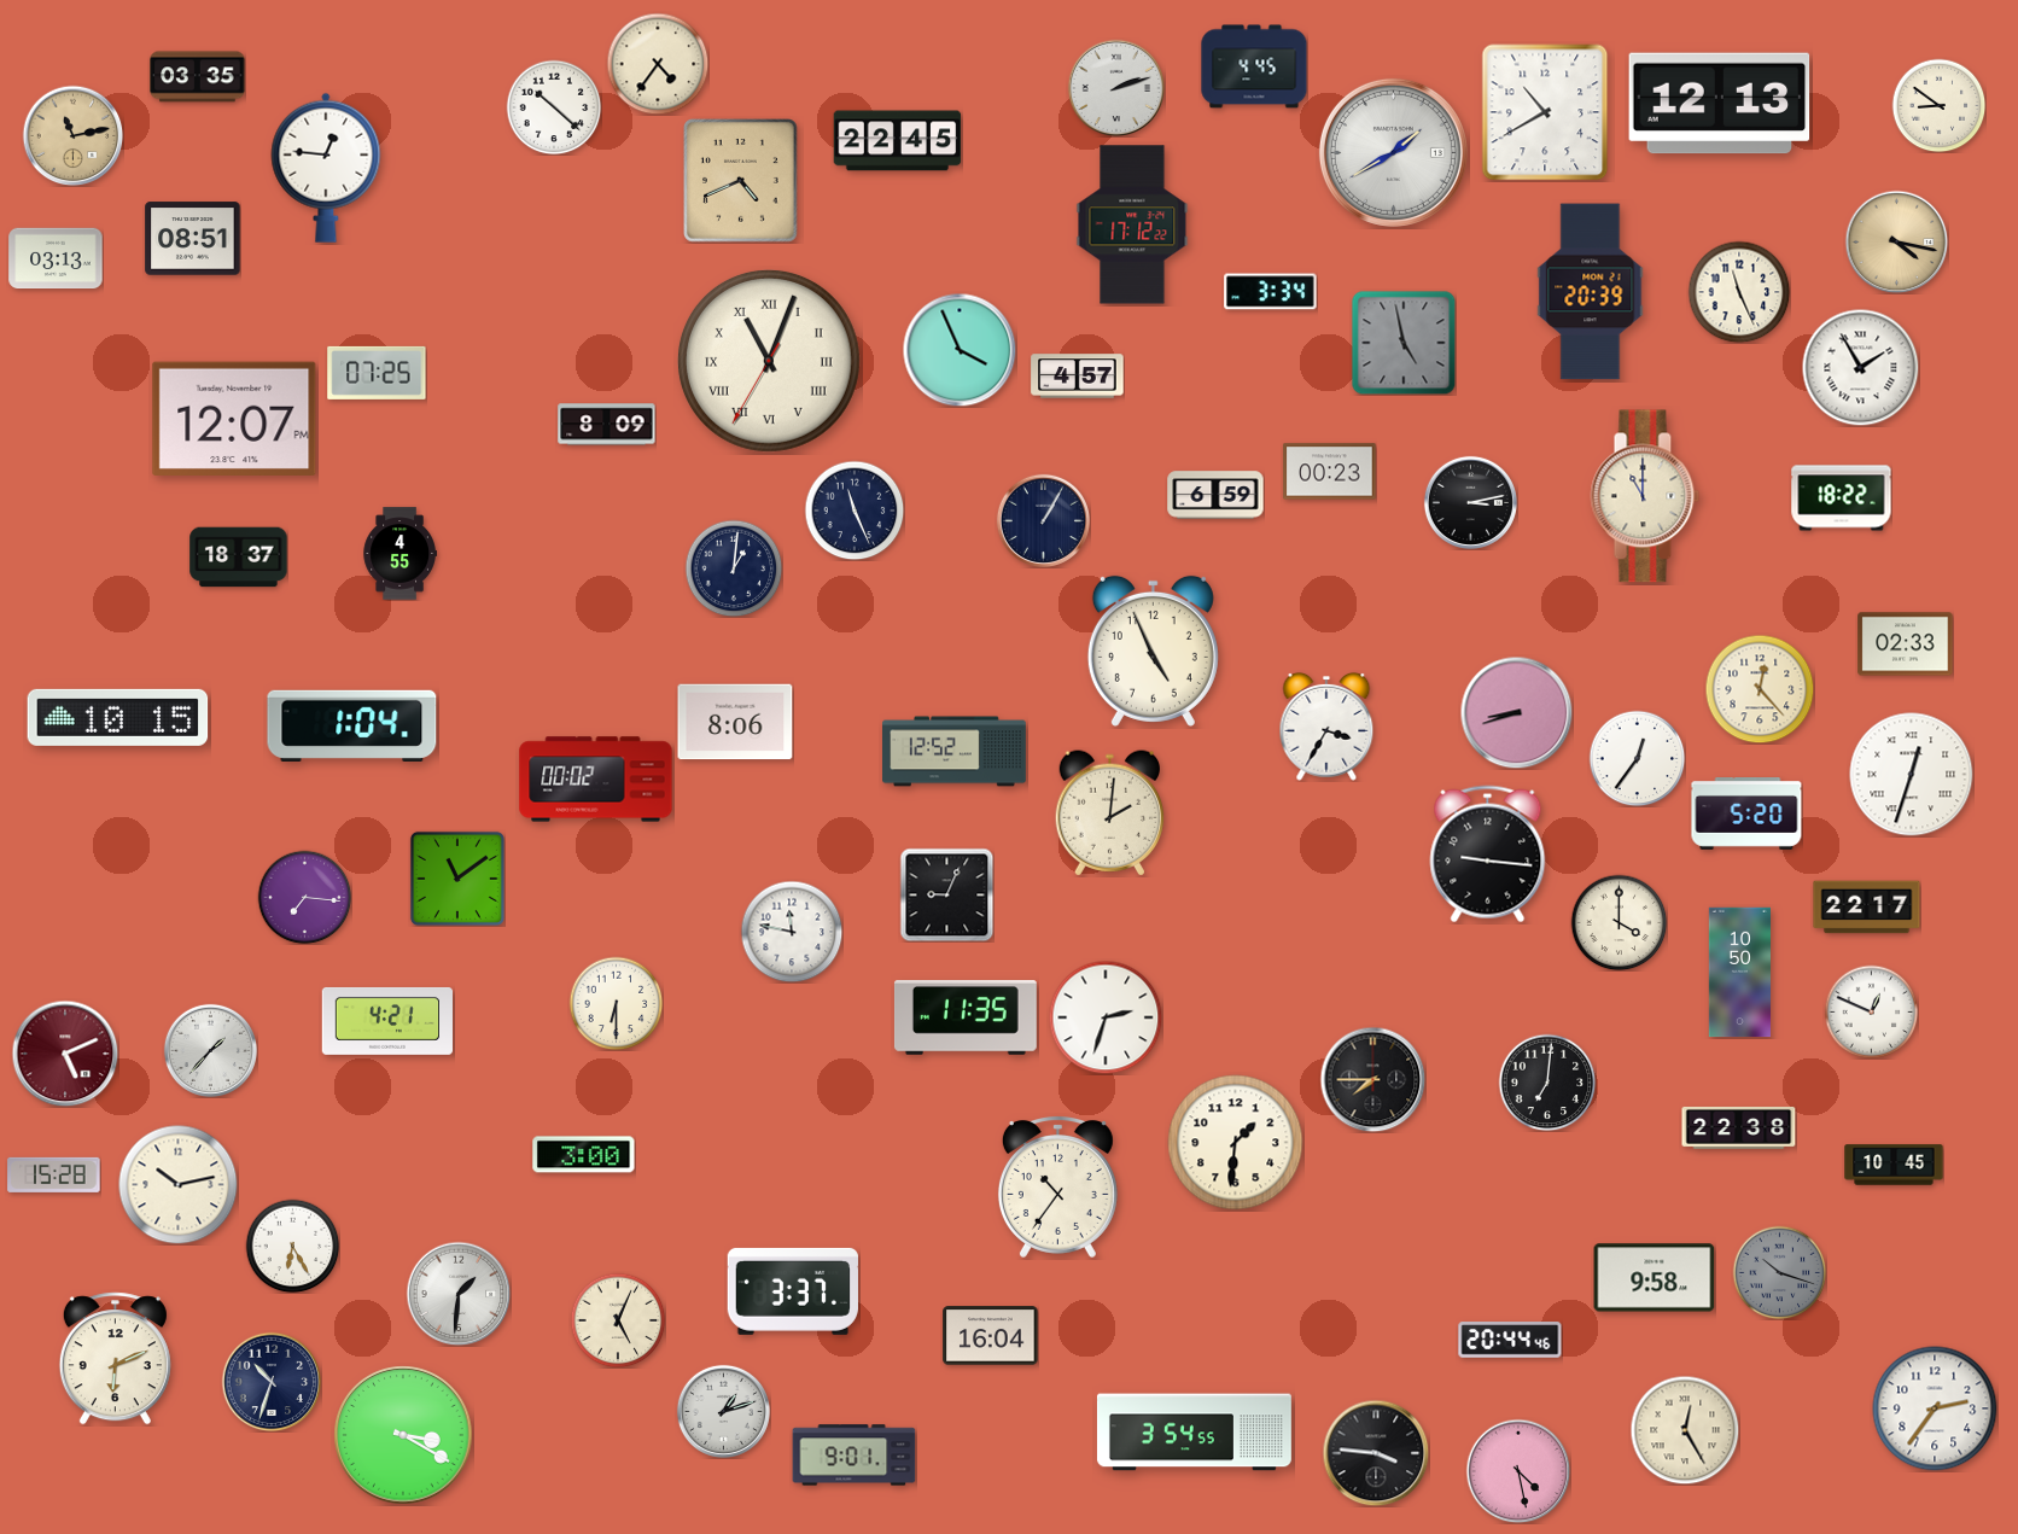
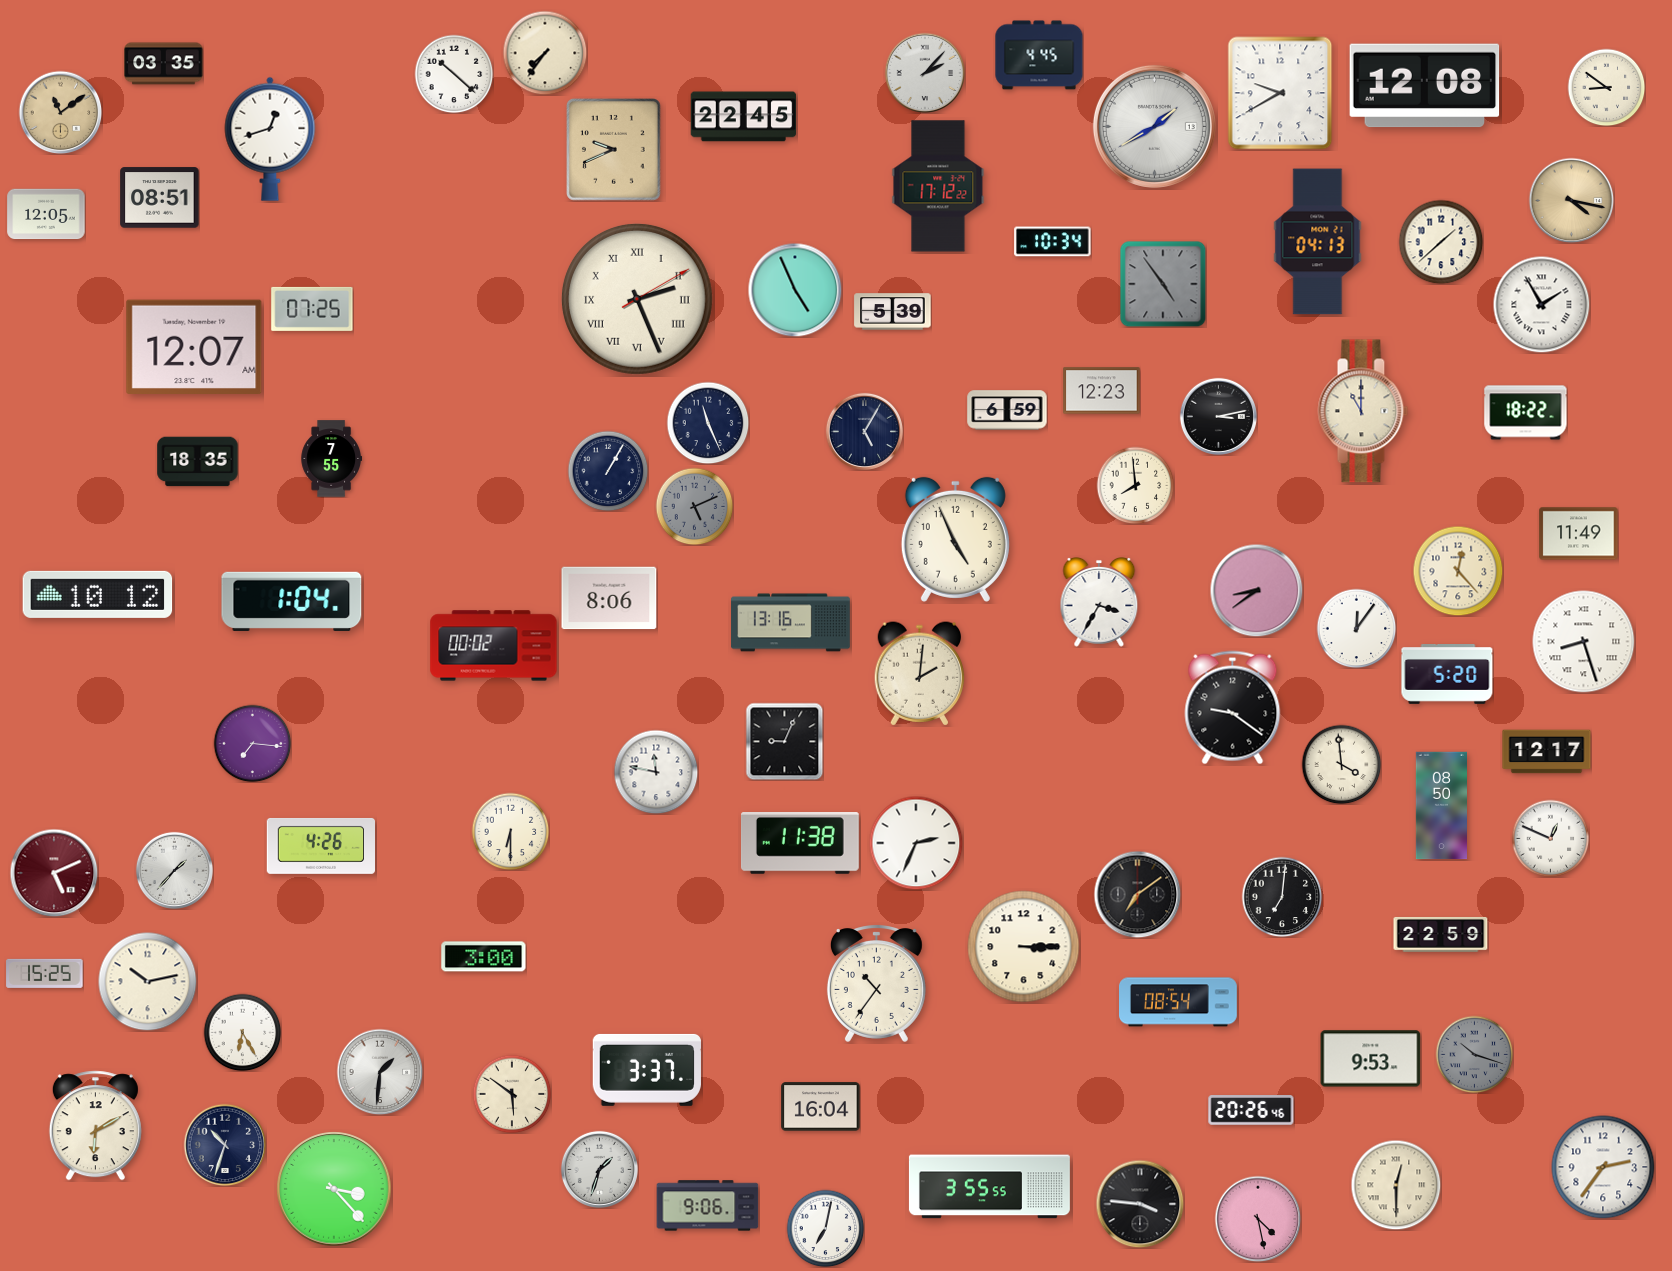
clock at (658, 64): 4:36 -> 7:36
clock at (1116, 88): 2:12 -> 2:07
clock at (1720, 104): 12:13 -> 12:08
clock at (554, 107) position: (554, 107) -> (454, 74)
clock at (1545, 112): 10:40 -> 9:40
clock at (72, 135): 11:13 -> 11:09
clock at (326, 168): 12:46 -> 12:42
clock at (741, 181): 4:41 -> 9:41
clock at (56, 258): 03:13 -> 12:05
clock at (1271, 292): 3:34 -> 10:34
clock at (1591, 292): 20:39 -> 04:13
clock at (1739, 292): 11:26 -> 1:38
clock at (1404, 343): 4:58 -> 4:54
clock at (960, 350): 3:56 -> 4:56
clock at (769, 361): 11:03 -> 2:26
clock at (1078, 377): 4:57 -> 5:39
clock at (234, 418): 12:07 PM -> 12:07 AM
clock at (607, 425): 8:09 -> none
clock at (1330, 472): 00:23 -> 12:23
clock at (1043, 520): 1:05 -> 5:05
clock at (399, 554): 4:55 -> 7:55
clock at (239, 558): 18:37 -> 18:35
clock at (734, 568): 1:01 -> 1:05
clock at (1135, 485): none -> 7:59
clock at (694, 506): none -> 5:11
clock at (1906, 644): 02:33 -> 11:49
clock at (1516, 712): 8:42 -> 8:39
clock at (118, 717): 10:15 -> 10:12
clock at (955, 752): 12:52 -> 13:16
clock at (1637, 758): 12:36 -> 12:06
clock at (1912, 775): 12:33 -> 8:27
clock at (1488, 855): 9:16 -> 9:21
clock at (457, 879): 11:09 -> none
clock at (1867, 908): 22:17 -> 12:17
clock at (1619, 922): 4:00 -> 3:59
clock at (1739, 973): 10:50 -> 08:50
clock at (1106, 1017): 2:33 -> 2:34
clock at (966, 1019): 11:35 -> 11:38
clock at (387, 1021): 4:21 -> 4:26
clock at (1372, 1079): 7:45 -> 7:09
clock at (1739, 1127): 22:38 -> 22:59
clock at (1236, 1143): 1:31 -> 3:15
clock at (1894, 1165): 10:45 -> none
clock at (54, 1174): 15:28 -> 15:25
clock at (1179, 1002): none -> 08:54
clock at (1655, 1278): 9:58 -> 9:53
clock at (793, 1291) position: (793, 1291) -> (647, 1070)
clock at (618, 1320): 5:04 -> 5:51
clock at (1510, 1340): 20:44 -> 20:26
clock at (115, 1359): 6:11 -> 6:10
clock at (723, 1411): 1:12 -> 1:33
clock at (1685, 1430): 12:25 -> 12:30
clock at (1194, 1433): 3:54 -> 3:55
clock at (403, 1435): 3:20 -> 3:23
clock at (855, 1456): 9:01 -> 9:06
clock at (825, 1228): none -> 7:02
